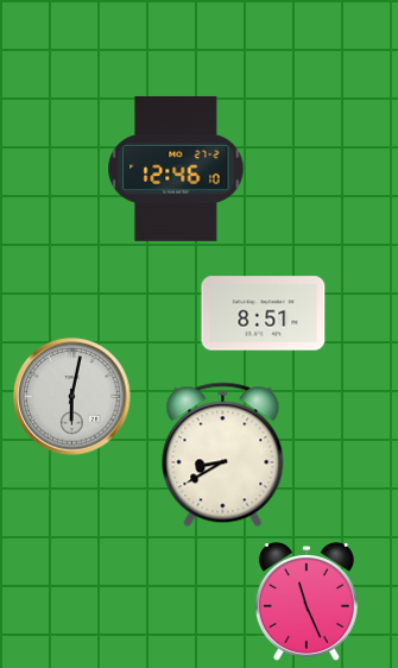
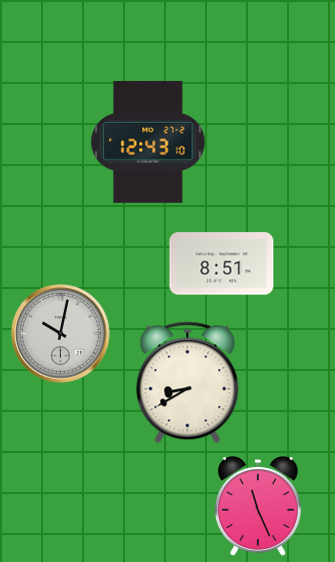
clock at (176, 169): 12:46 -> 12:43
clock at (72, 397): 6:02 -> 10:02
